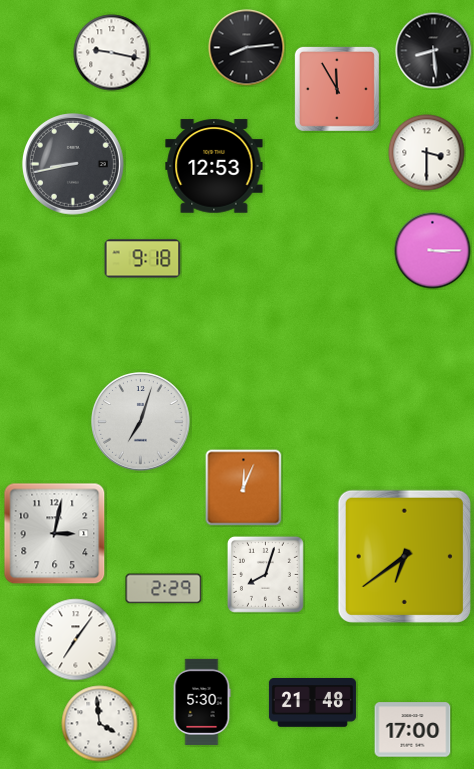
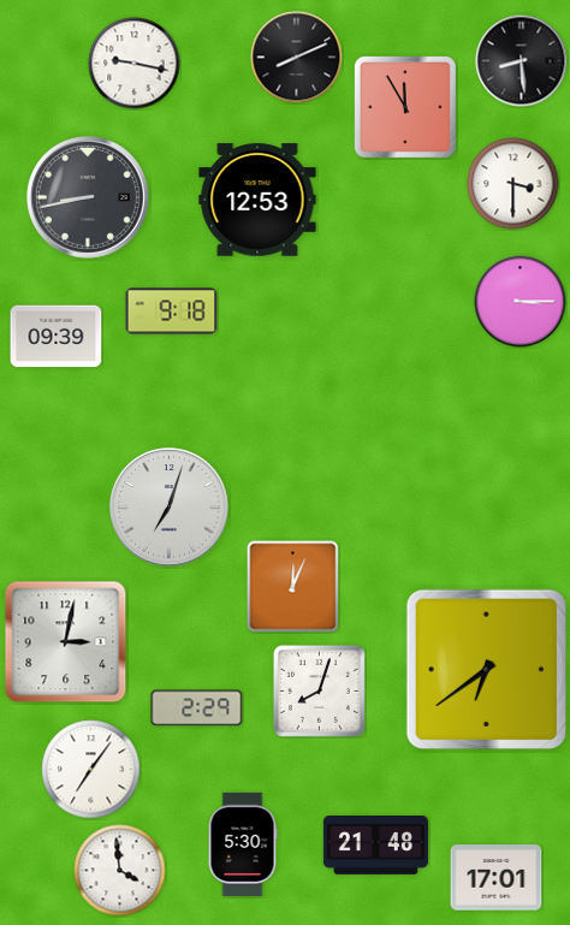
clock at (247, 48): 8:14 -> 8:11
clock at (57, 337): none -> 09:39
clock at (413, 730): 17:00 -> 17:01
